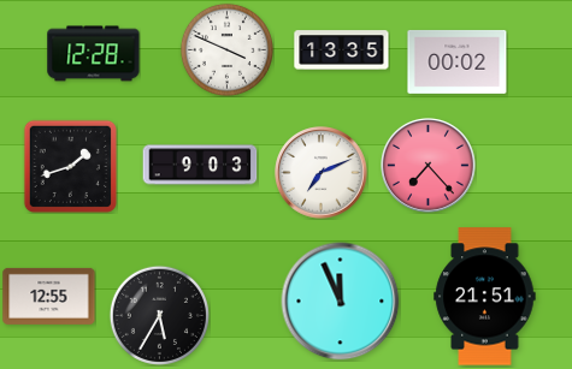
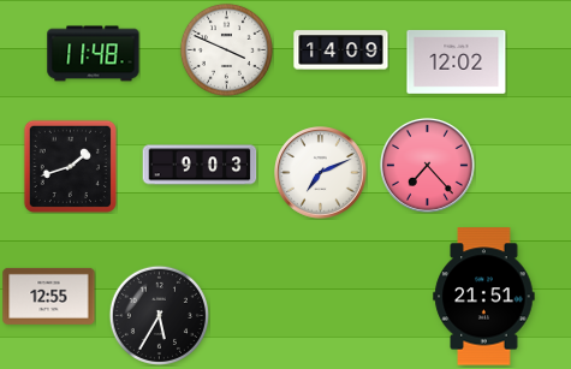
clock at (342, 50): 13:35 -> 14:09
clock at (94, 54): 12:28 -> 11:48
clock at (458, 61): 00:02 -> 12:02
clock at (341, 302): 11:56 -> none
